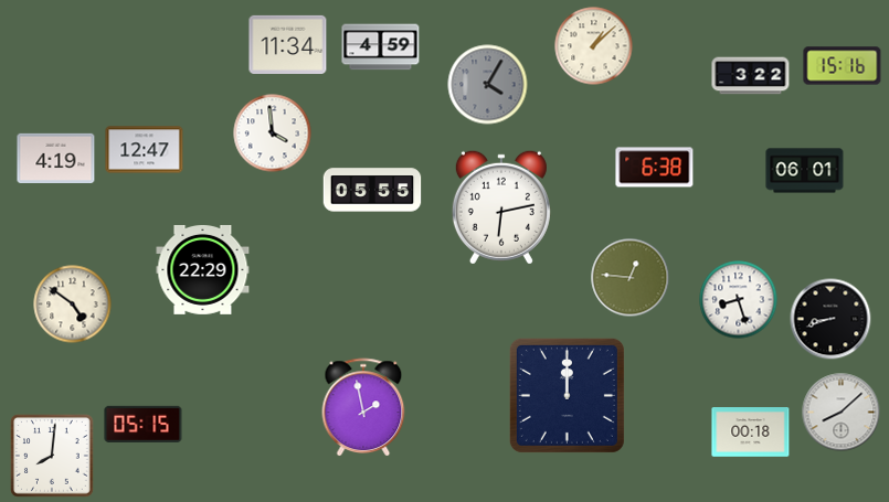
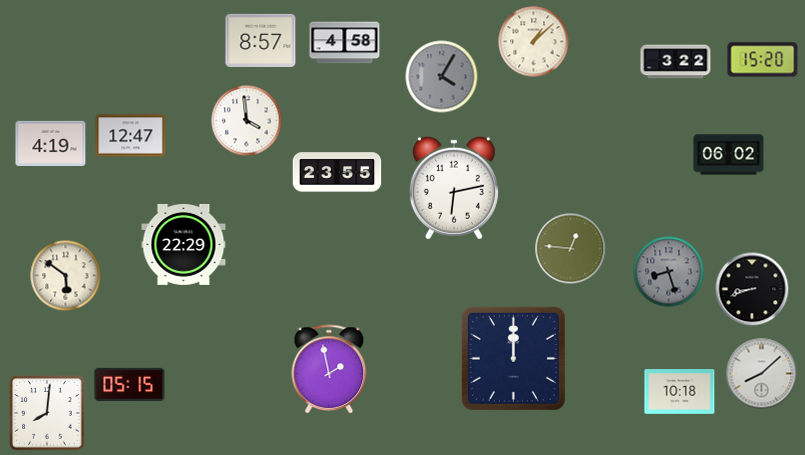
clock at (288, 44): 11:34 -> 8:57
clock at (594, 46) position: (594, 46) -> (534, 42)
clock at (381, 47): 4:59 -> 4:58
clock at (843, 66): 15:16 -> 15:20
clock at (751, 76) position: (751, 76) -> (676, 62)
clock at (655, 168): 6:38 -> none
clock at (805, 171): 06:01 -> 06:02
clock at (372, 190): 05:55 -> 23:55
clock at (631, 278) position: (631, 278) -> (571, 249)
clock at (739, 300) dial: white -> grey
clock at (73, 305): 4:51 -> 5:51
clock at (751, 432): 00:18 -> 10:18
